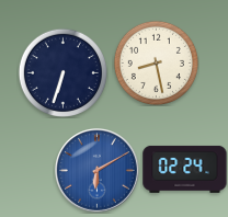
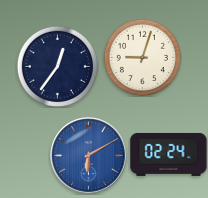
clock at (156, 62): 8:28 -> 9:03
clock at (62, 72): 6:33 -> 12:36
